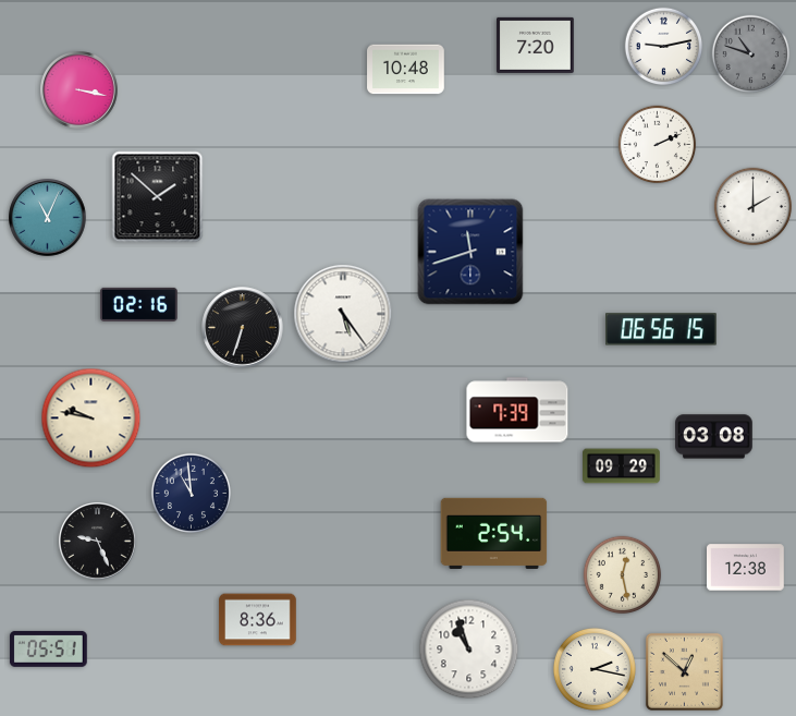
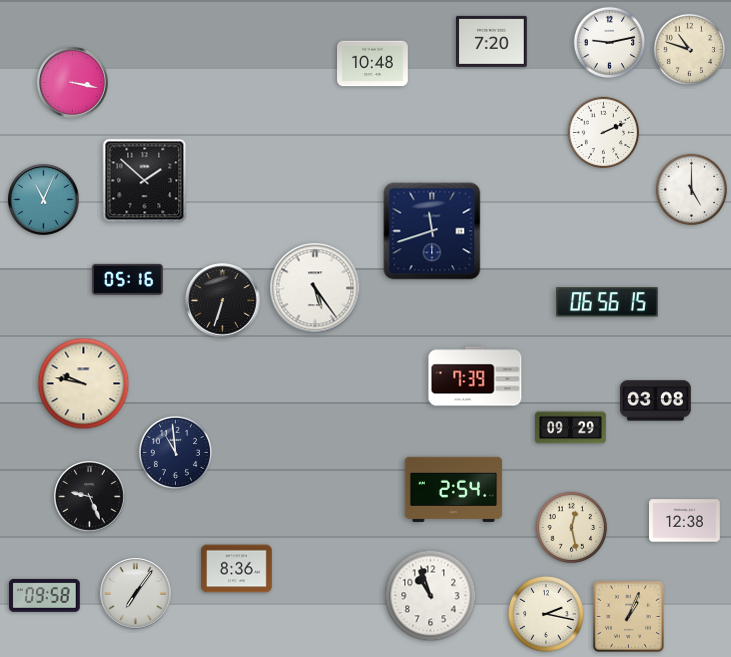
clock at (751, 54) dial: grey -> cream
clock at (754, 207): 2:00 -> 5:00
clock at (139, 304): 02:16 -> 05:16
clock at (136, 594): none -> 7:06
clock at (48, 648): 05:51 -> 09:58
clock at (684, 671): 12:52 -> 1:04
